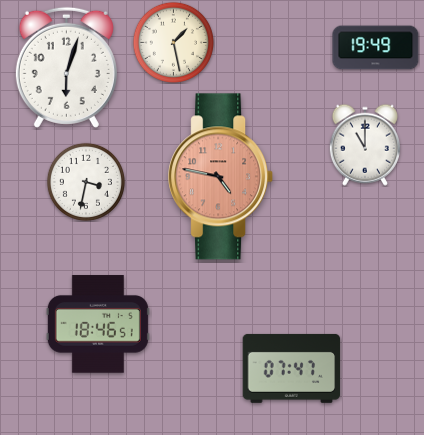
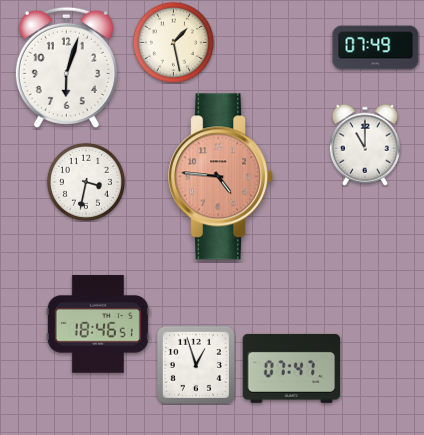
clock at (376, 48): 19:49 -> 07:49
clock at (221, 177): 4:47 -> 4:46
clock at (196, 365): none -> 12:57
